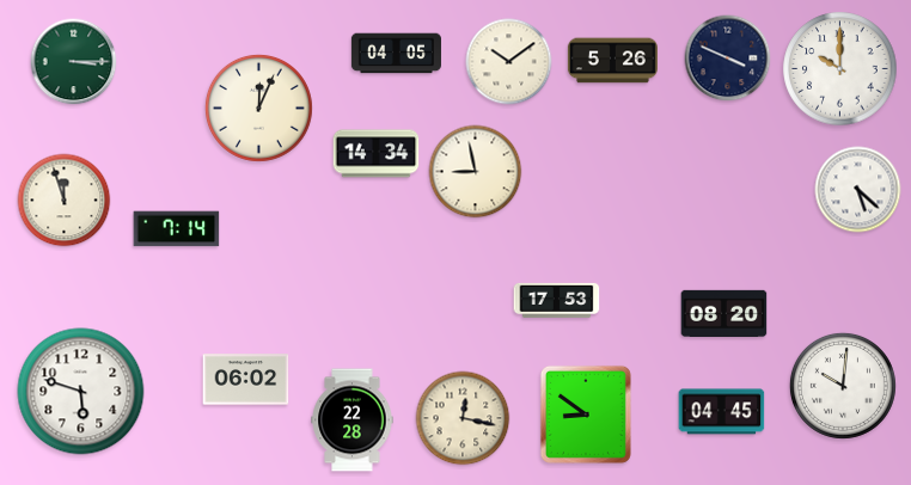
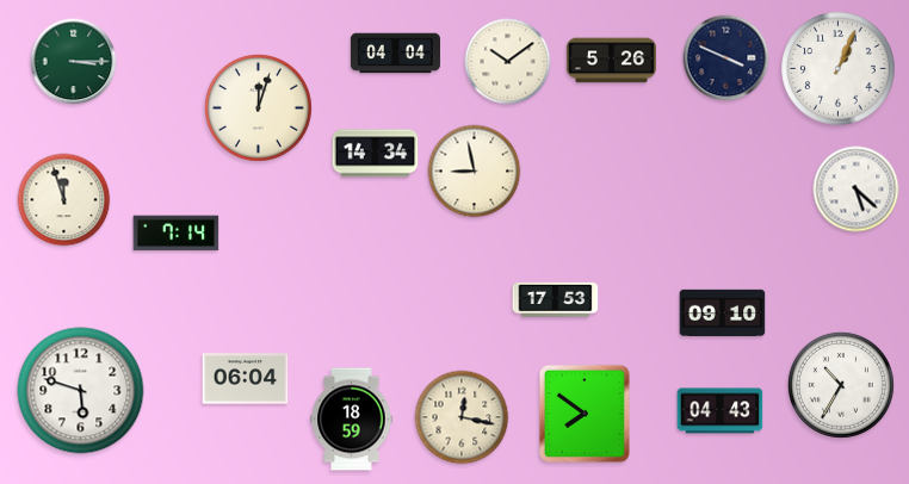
clock at (396, 54): 04:05 -> 04:04
clock at (840, 69): 10:00 -> 1:04
clock at (258, 108): 12:04 -> 12:03
clock at (177, 229) position: (177, 229) -> (177, 234)
clock at (724, 313): 08:20 -> 09:10
clock at (246, 380): 06:02 -> 06:04
clock at (843, 386): 10:01 -> 10:35
clock at (722, 412): 04:45 -> 04:43
clock at (586, 415): 8:51 -> 7:51
clock at (353, 420): 22:28 -> 18:59
